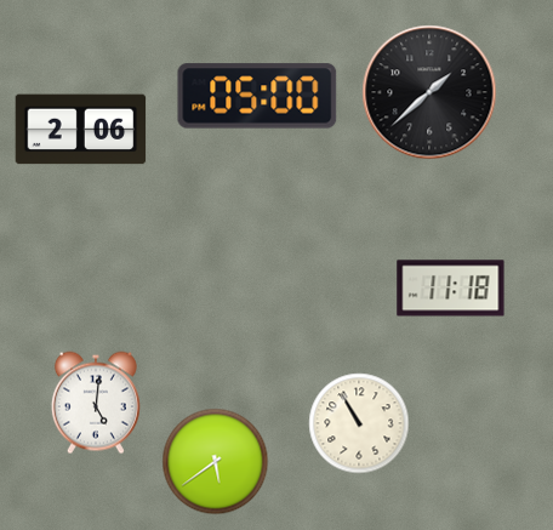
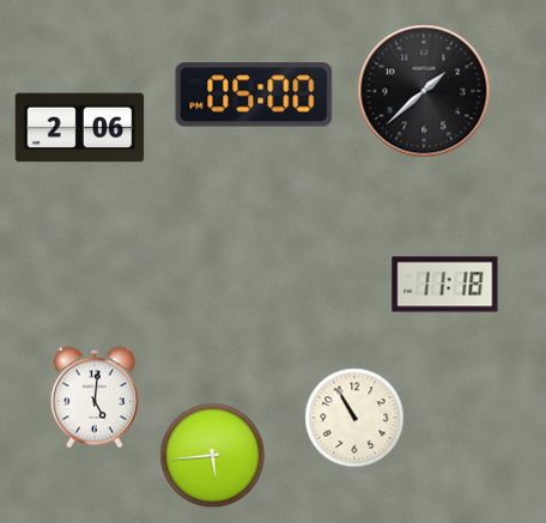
clock at (216, 462): 5:39 -> 5:44
